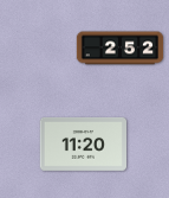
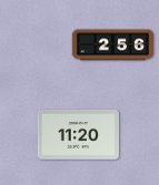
clock at (121, 49): 2:52 -> 2:56
